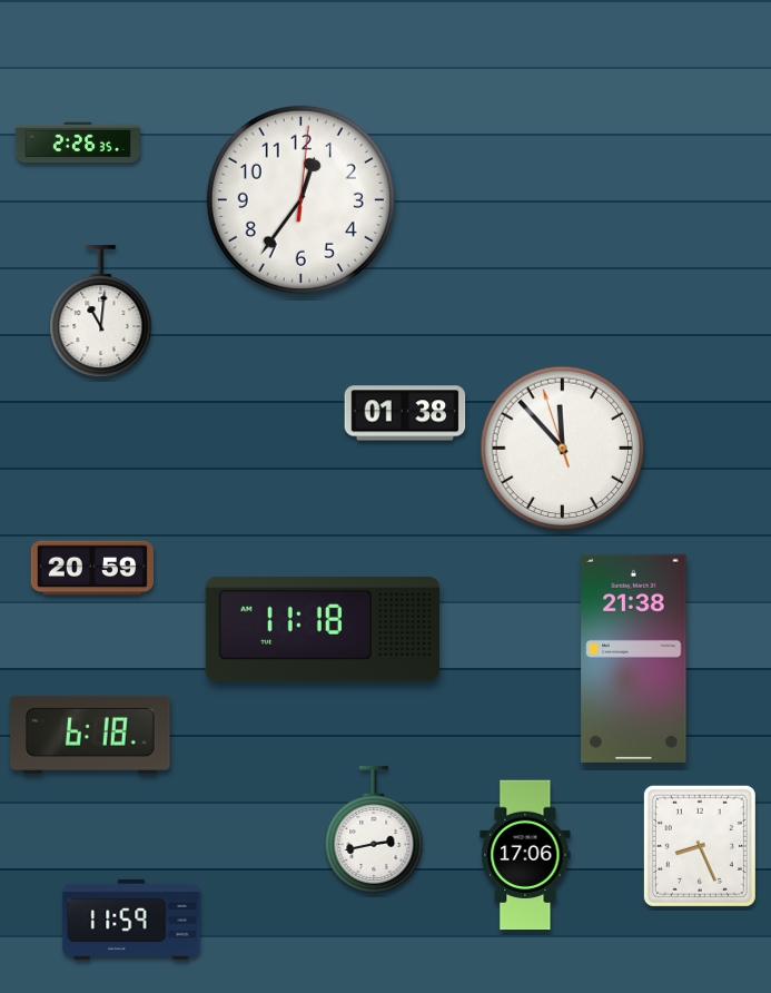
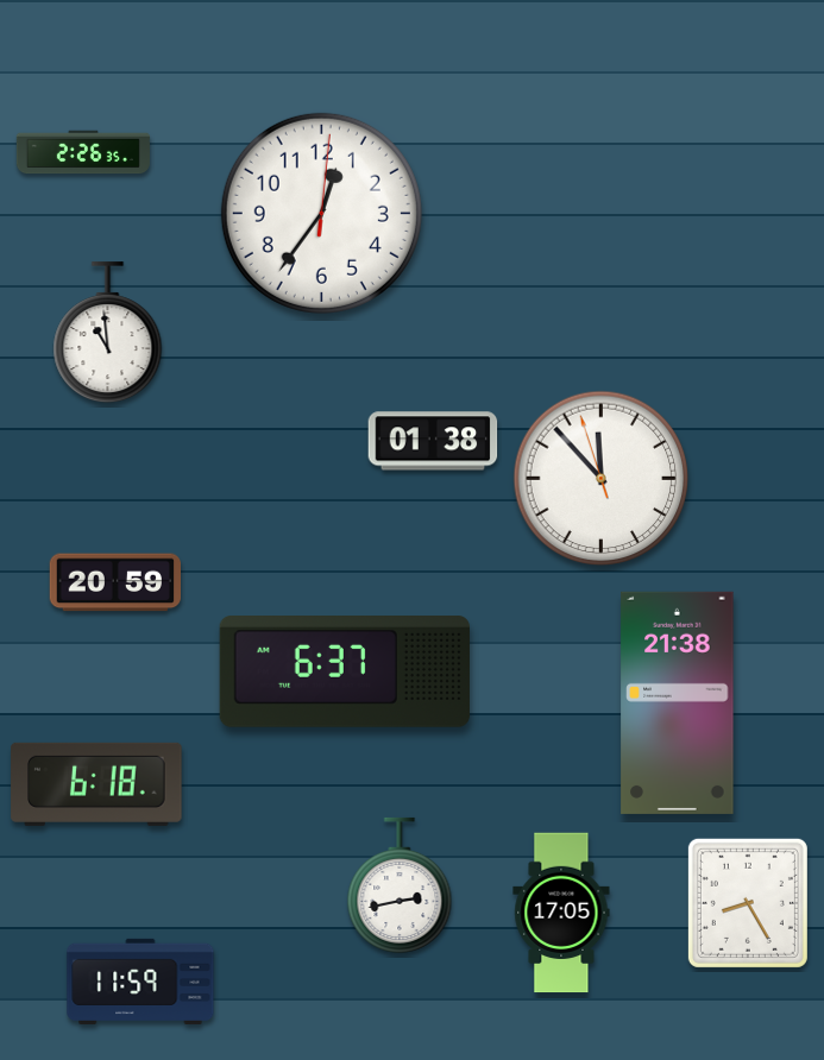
clock at (101, 312): 11:01 -> 10:59
clock at (91, 568) position: (91, 568) -> (114, 582)
clock at (323, 630): 11:18 -> 6:37
clock at (700, 846): 8:26 -> 8:25
clock at (525, 855): 17:06 -> 17:05
